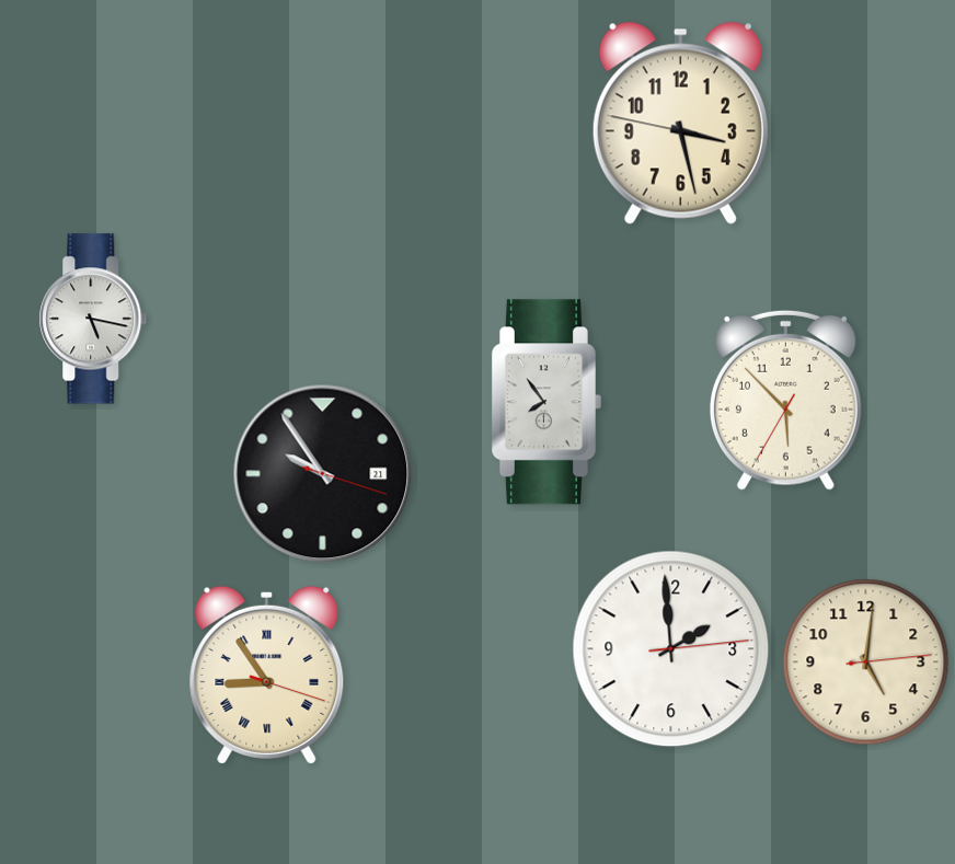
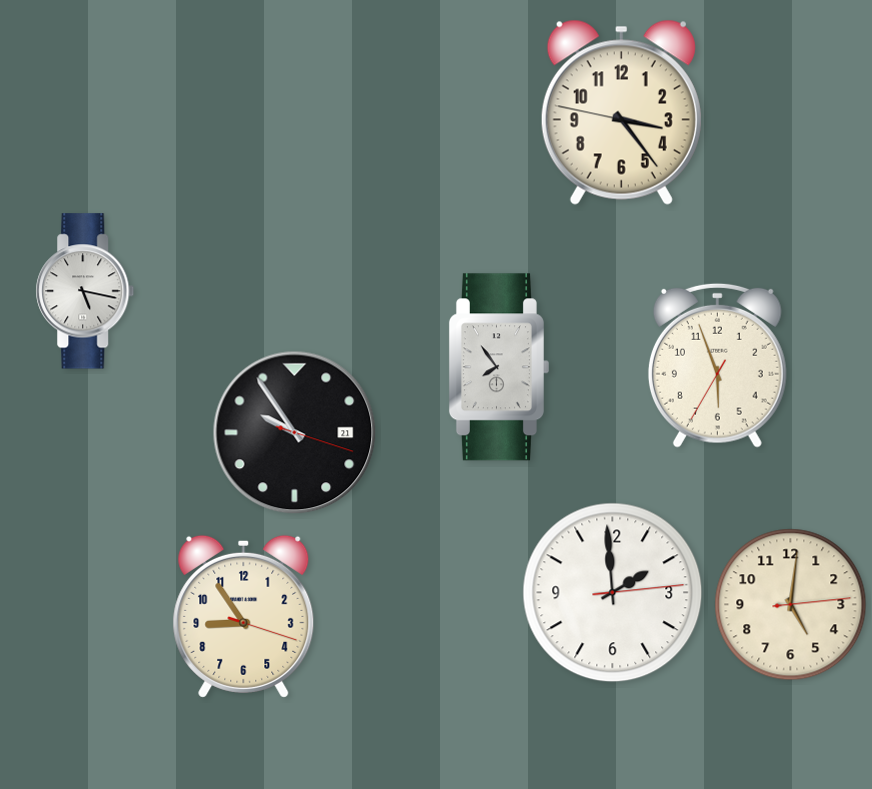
clock at (680, 123): 3:27 -> 3:23
clock at (785, 400): 5:52 -> 5:56
clock at (267, 675) numerals: Roman -> Arabic
